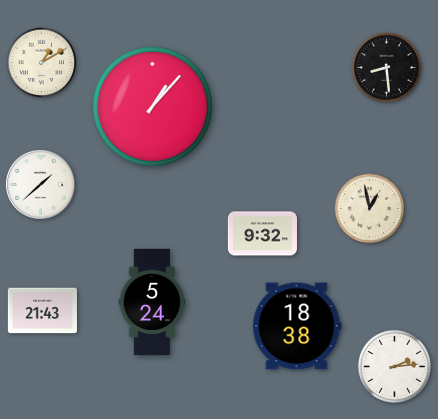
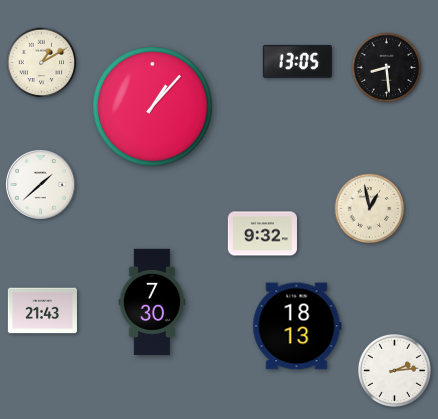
clock at (297, 61): none -> 13:05
clock at (152, 302): 5:24 -> 7:30
clock at (297, 326): 18:38 -> 18:13
clock at (394, 366) position: (394, 366) -> (394, 370)
